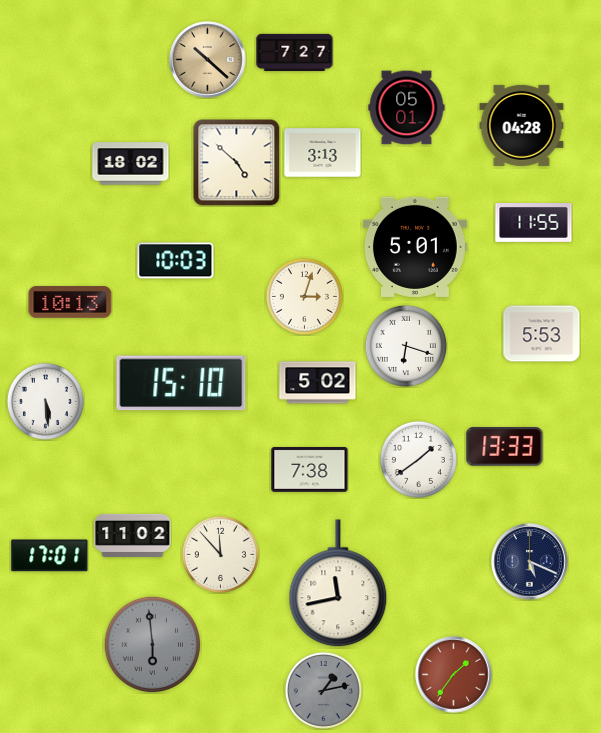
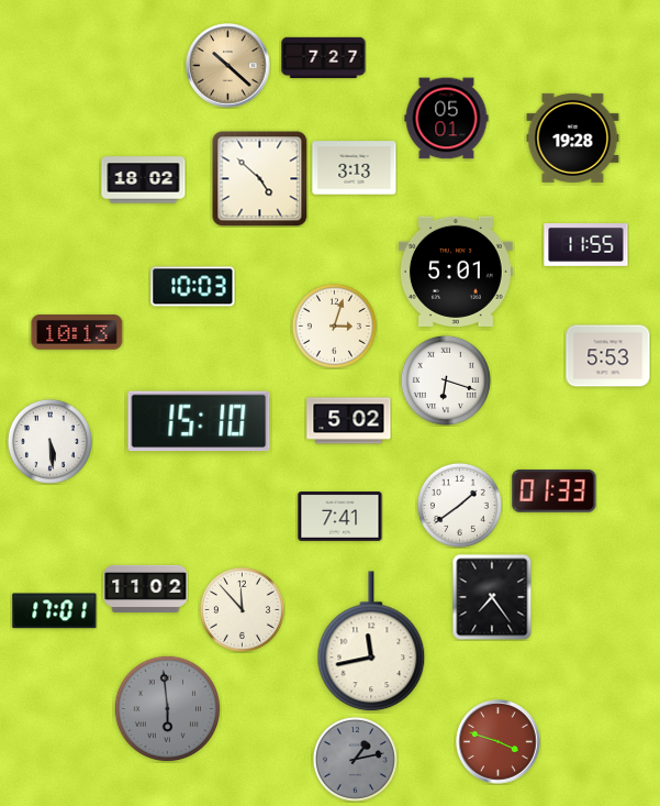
clock at (522, 125): 04:28 -> 19:28
clock at (542, 334) position: (542, 334) -> (608, 356)
clock at (505, 447): 13:33 -> 01:33
clock at (310, 470): 7:38 -> 7:41
clock at (492, 597): none -> 7:24
clock at (530, 562): 5:19 -> none
clock at (454, 675): 1:36 -> 3:48
